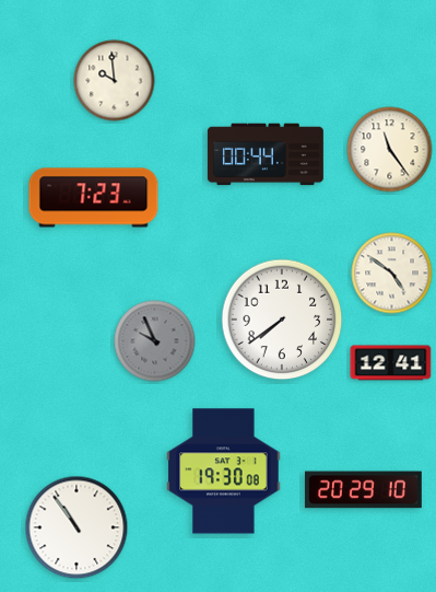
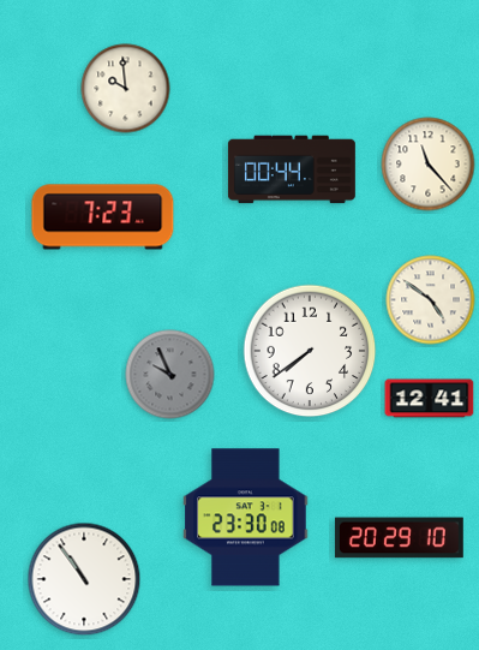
clock at (390, 150): 11:24 -> 11:23
clock at (224, 472): 19:30 -> 23:30
